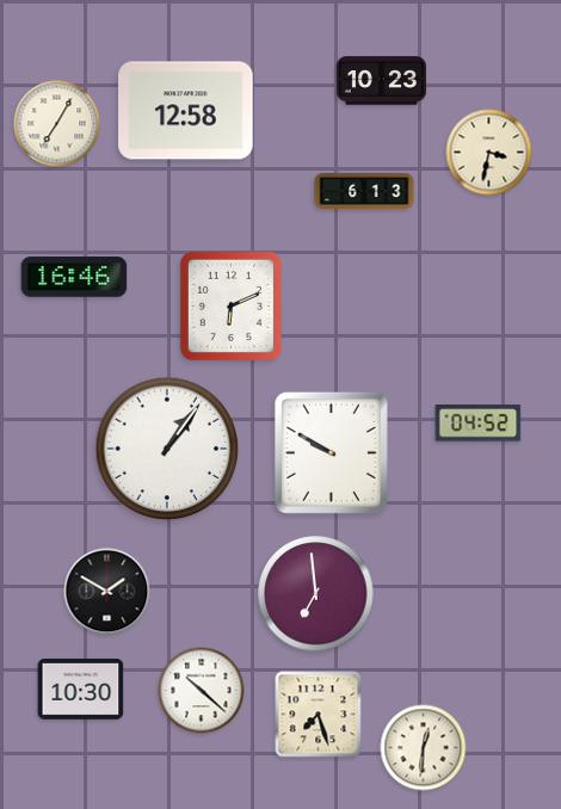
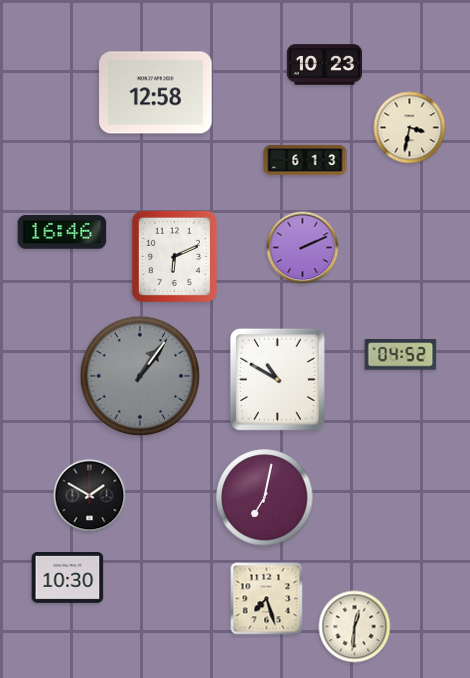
clock at (381, 81) position: (381, 81) -> (324, 65)
clock at (57, 124): 7:05 -> none
clock at (303, 248): none -> 2:11
clock at (230, 305) position: (230, 305) -> (174, 256)
clock at (167, 449) dial: white -> grey
clock at (331, 452): 9:50 -> 10:50
clock at (316, 594): 6:59 -> 7:02
clock at (202, 691): 10:22 -> none
